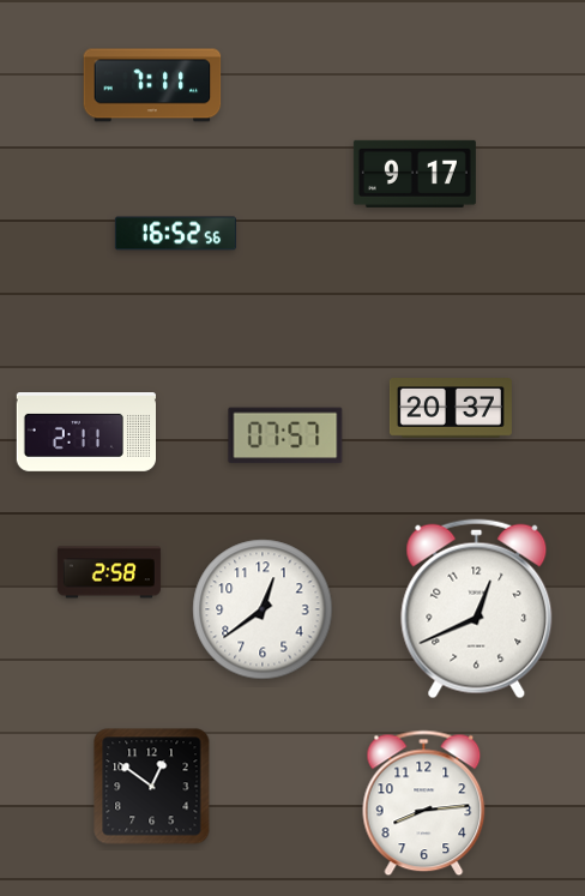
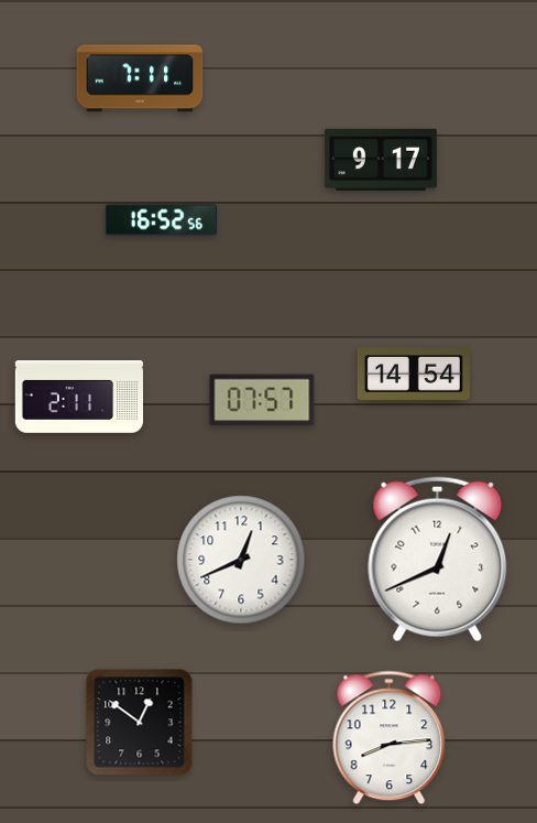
clock at (175, 234) position: (175, 234) -> (161, 220)
clock at (451, 408): 20:37 -> 14:54
clock at (109, 572): 2:58 -> none
clock at (263, 609): 12:39 -> 12:41
